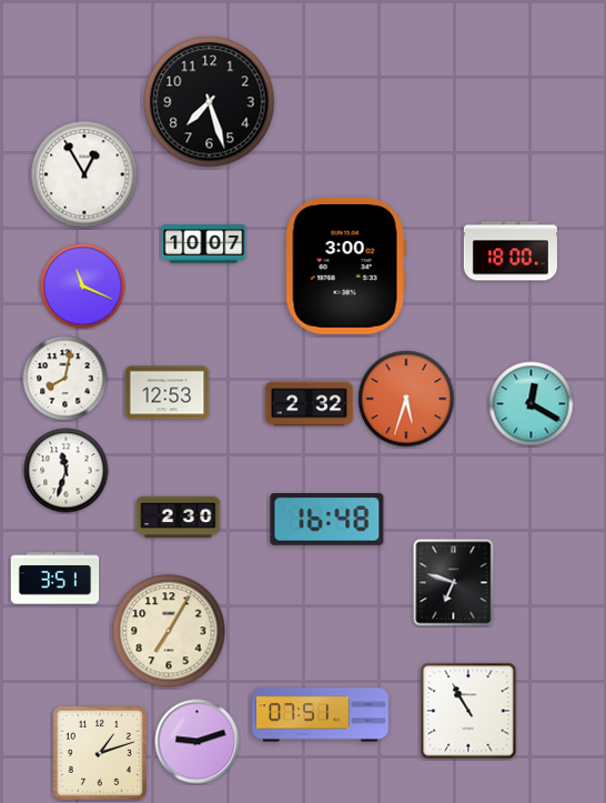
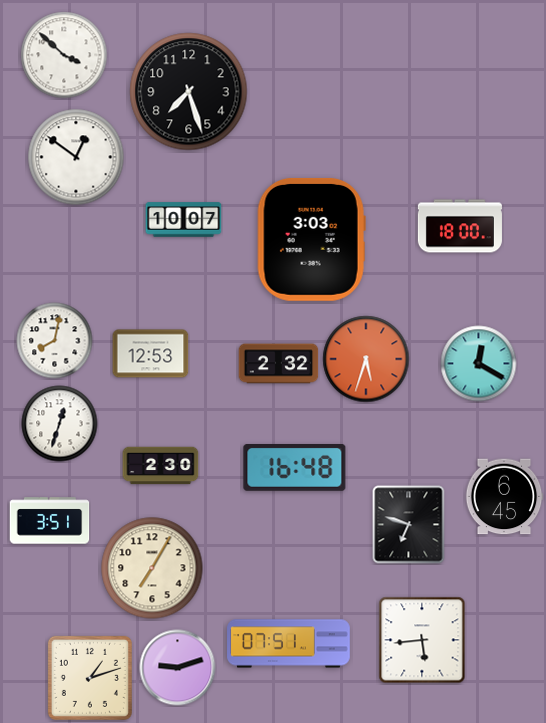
clock at (64, 55): none -> 3:52
clock at (84, 174): 12:55 -> 12:51
clock at (345, 265): 3:00 -> 3:03
clock at (83, 287): 11:19 -> none
clock at (65, 379) position: (65, 379) -> (55, 341)
clock at (67, 471): 11:33 -> 12:33
clock at (504, 497): none -> 6:45
clock at (468, 711): 10:55 -> 5:44
